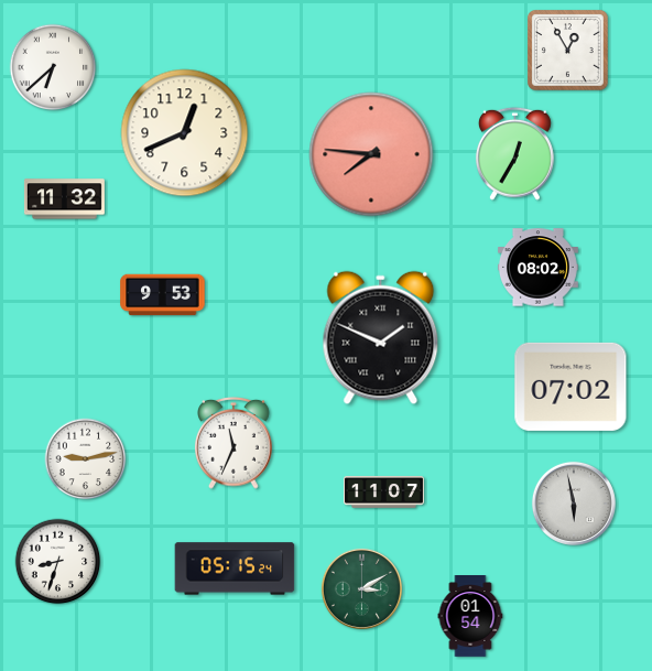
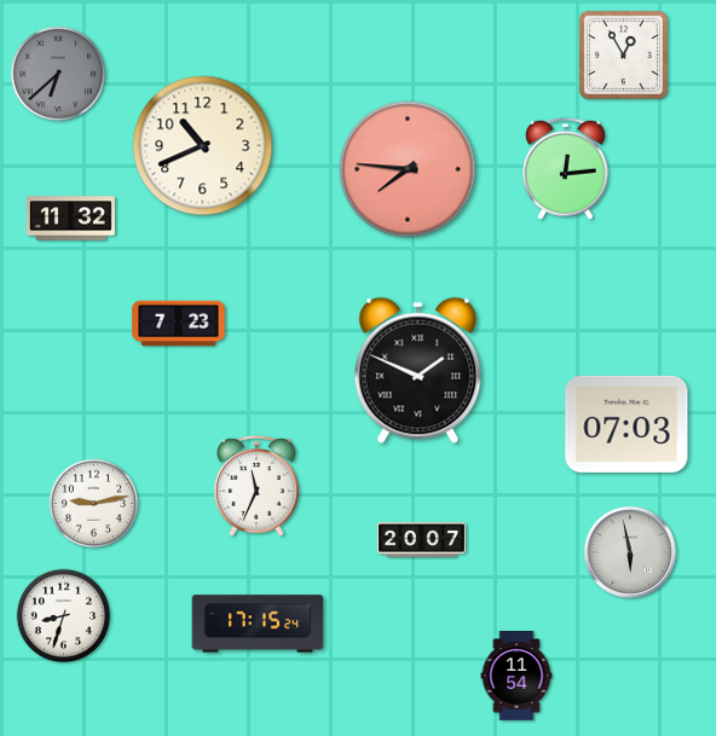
clock at (53, 67) dial: white -> grey
clock at (185, 133): 12:41 -> 10:41
clock at (514, 153): 12:35 -> 12:14
clock at (537, 268): 08:02 -> none
clock at (163, 295): 9:53 -> 7:23
clock at (570, 387): 07:02 -> 07:03
clock at (383, 493): 11:07 -> 20:07
clock at (235, 569): 05:15 -> 17:15
clock at (361, 588): 3:10 -> none
clock at (470, 617): 01:54 -> 11:54
